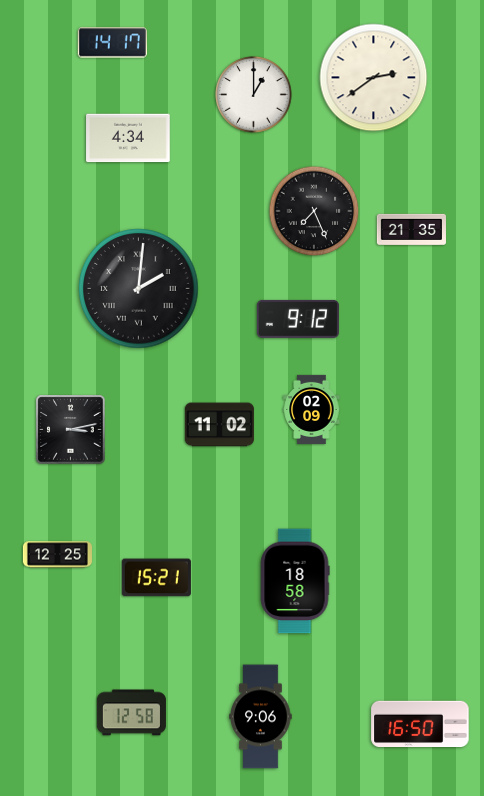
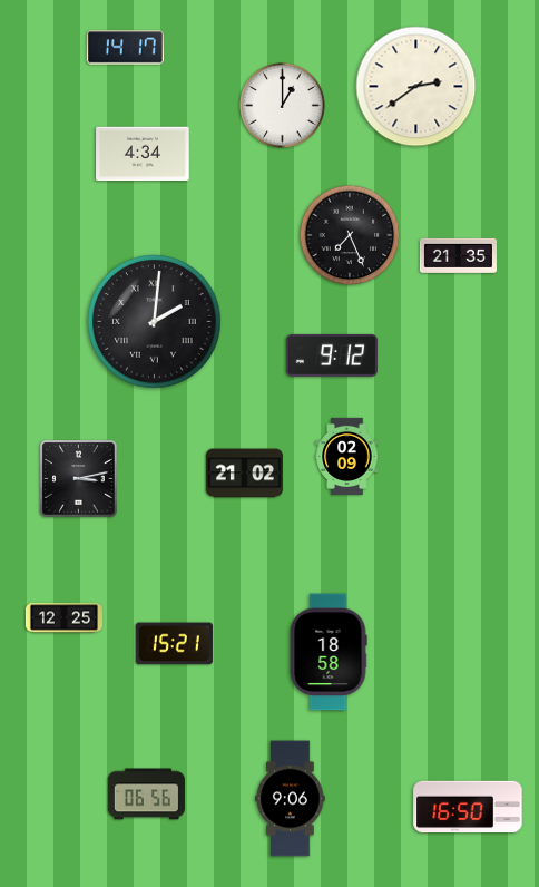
clock at (219, 425): 11:02 -> 21:02
clock at (295, 581) position: (295, 581) -> (329, 652)
clock at (131, 713): 12:58 -> 06:56
